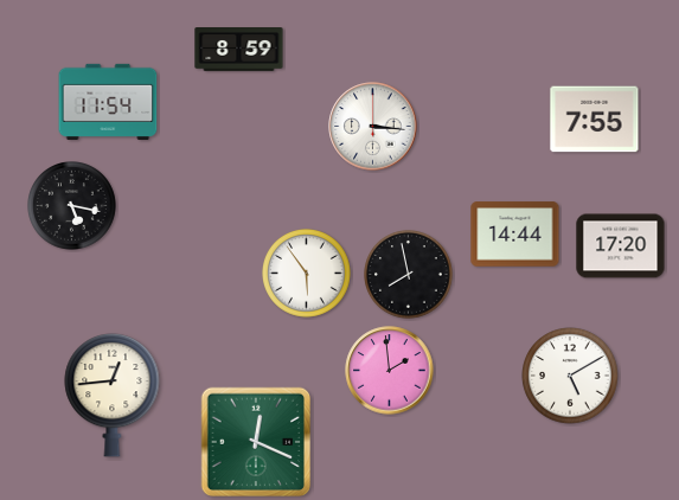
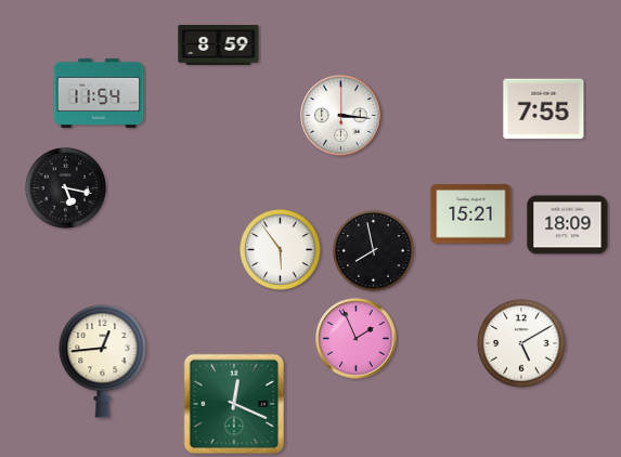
clock at (515, 235): 14:44 -> 15:21
clock at (621, 246): 17:20 -> 18:09
clock at (390, 371): 1:59 -> 1:56
